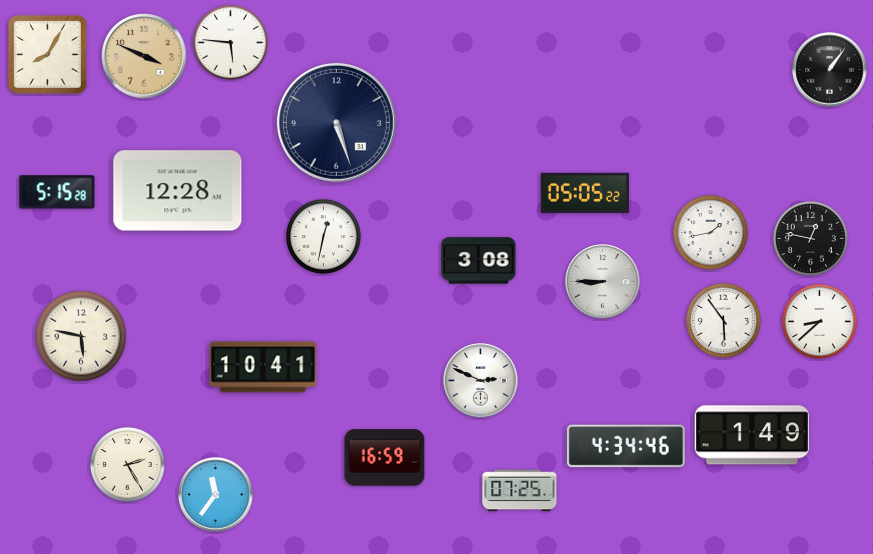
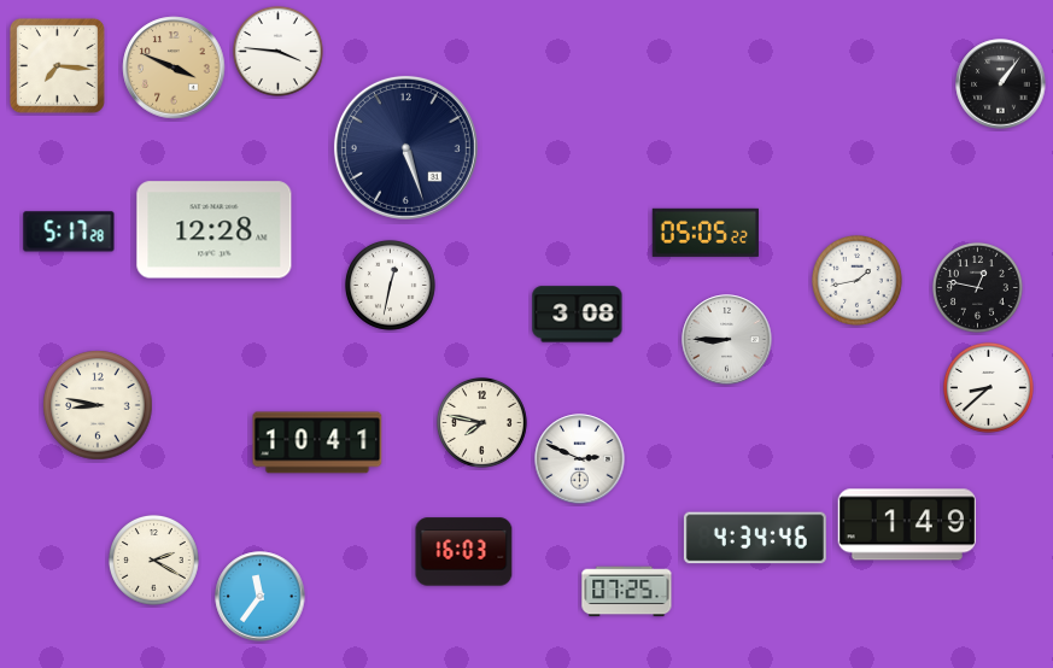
clock at (230, 42): 5:46 -> 3:46
clock at (47, 54): 8:05 -> 7:16
clock at (57, 192): 5:15 -> 5:17
clock at (723, 320): 5:54 -> none
clock at (81, 336): 5:47 -> 8:47
clock at (481, 422): none -> 7:47
clock at (385, 458): 16:59 -> 16:03
clock at (127, 464): 2:25 -> 2:20
